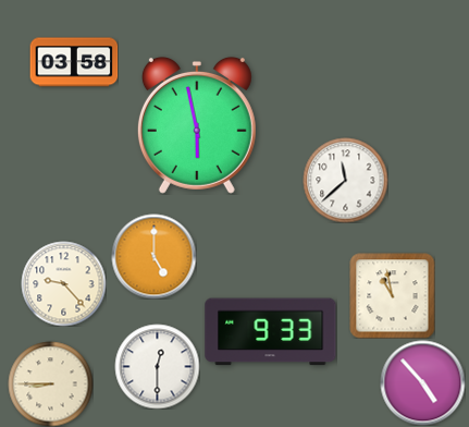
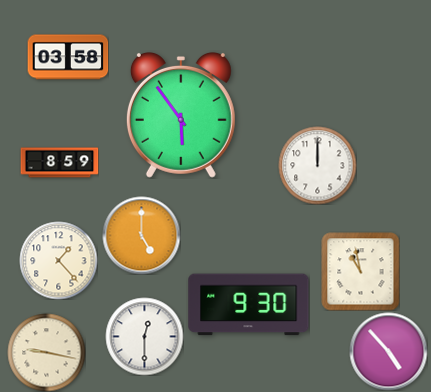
clock at (197, 125): 5:58 -> 5:54
clock at (59, 163): none -> 8:59
clock at (345, 180): 11:38 -> 12:00
clock at (63, 283): 9:23 -> 1:23
clock at (271, 332): 9:33 -> 9:30
clock at (50, 383): 8:45 -> 9:17
